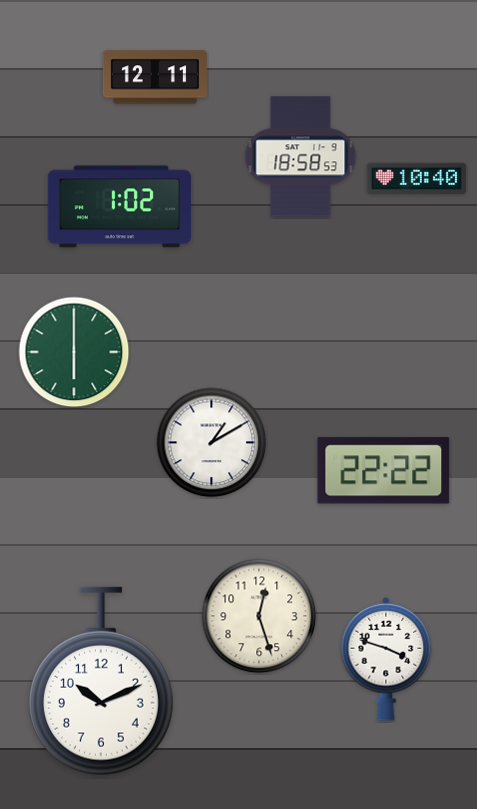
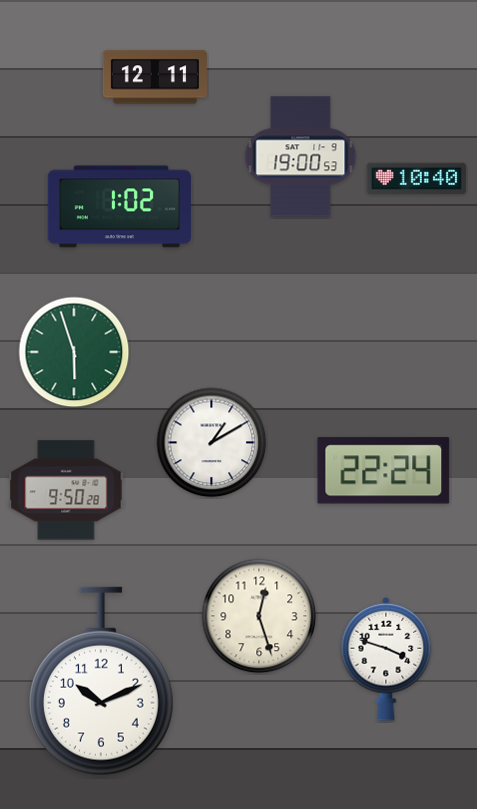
clock at (301, 157): 18:58 -> 19:00
clock at (74, 352): 6:00 -> 5:57
clock at (384, 471): 22:22 -> 22:24
clock at (66, 490): none -> 9:50
